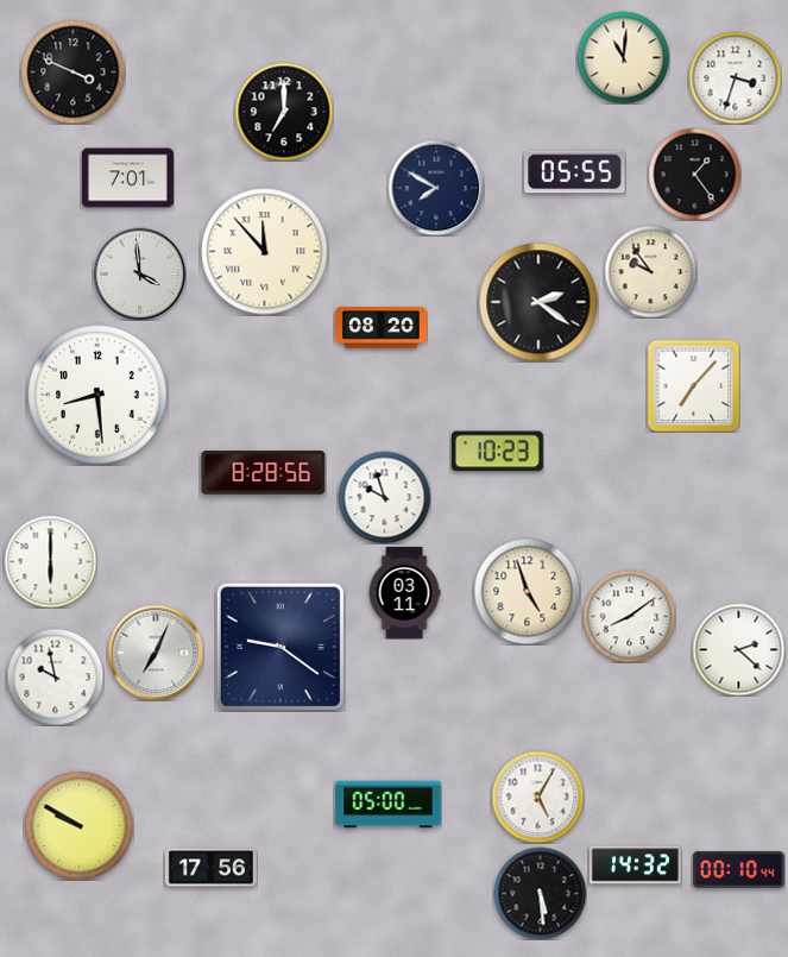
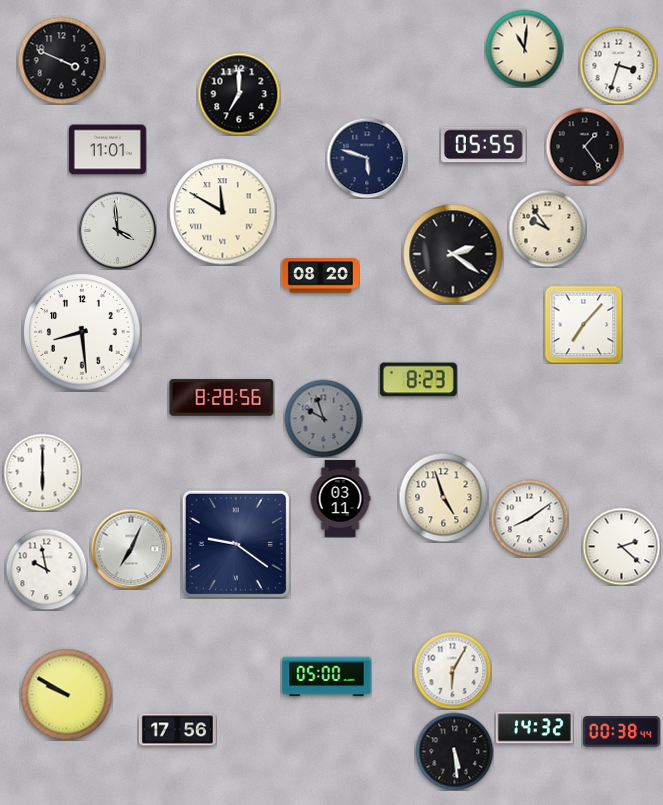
clock at (127, 178): 7:01 -> 11:01
clock at (436, 188): 7:50 -> 5:48
clock at (265, 252): 11:53 -> 11:50
clock at (497, 452): 10:23 -> 8:23
clock at (384, 497) dial: white -> grey
clock at (537, 797): 5:05 -> 6:05
clock at (738, 870): 00:10 -> 00:38
